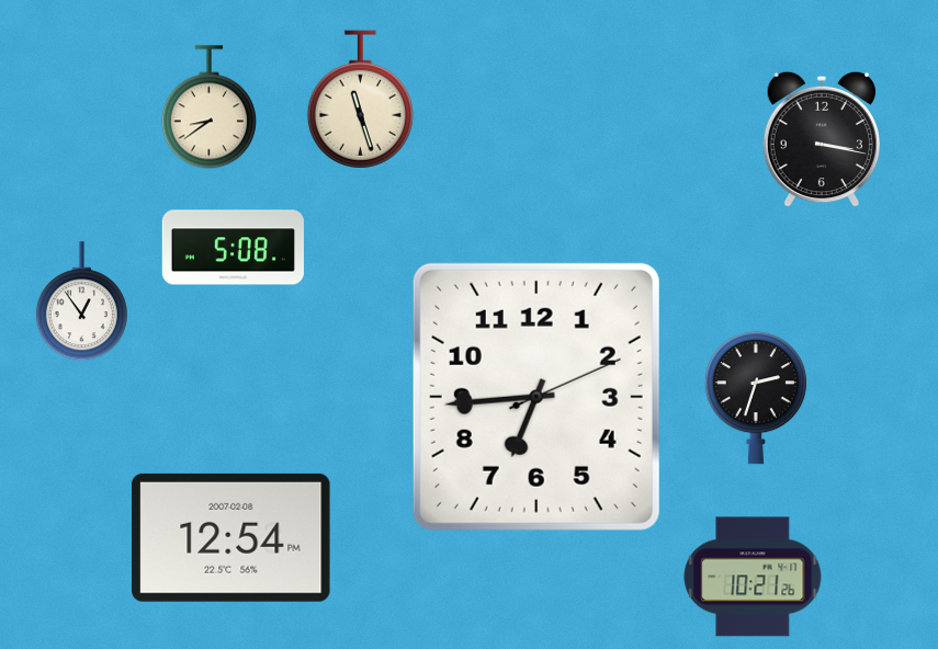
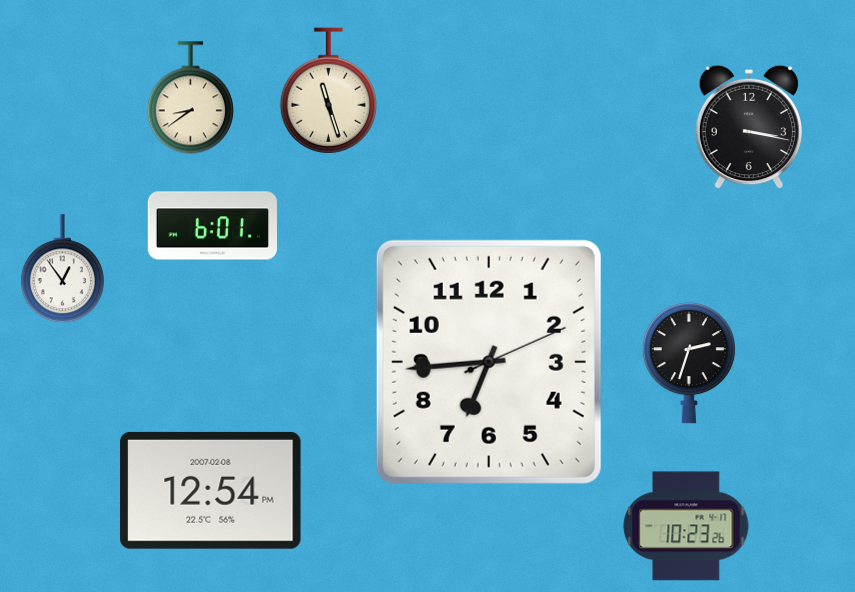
clock at (233, 248): 5:08 -> 6:01
clock at (81, 301) position: (81, 301) -> (62, 269)
clock at (753, 577): 10:21 -> 10:23
